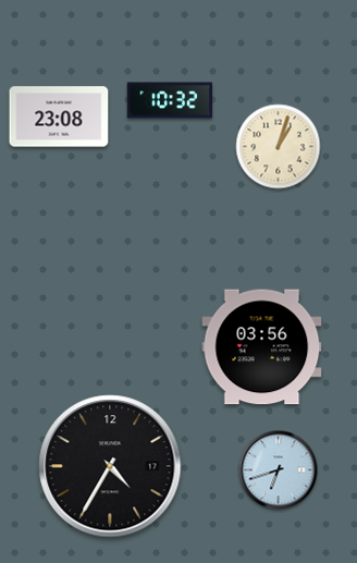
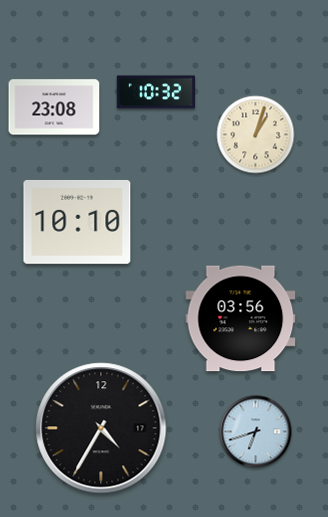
clock at (77, 222): none -> 10:10
